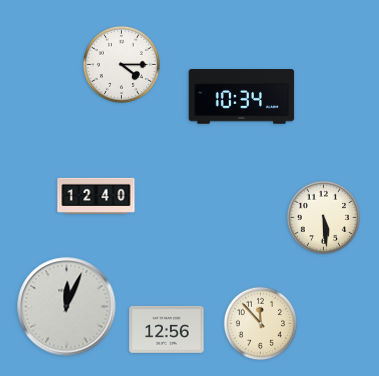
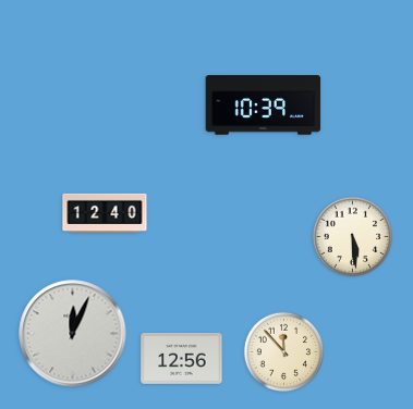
clock at (121, 64): 4:15 -> none
clock at (242, 97): 10:34 -> 10:39
